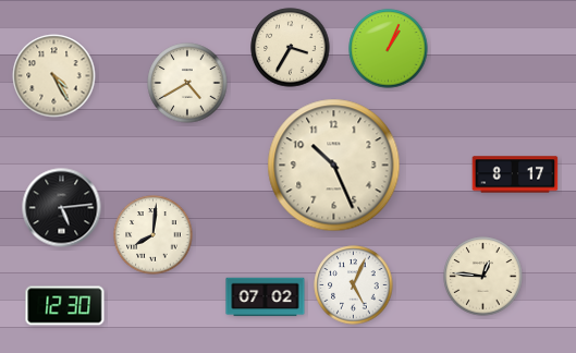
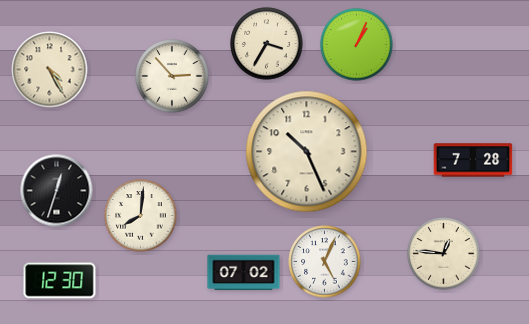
clock at (187, 83): 4:40 -> 2:53
clock at (515, 174): 8:17 -> 7:28
clock at (62, 208): 5:14 -> 12:33
